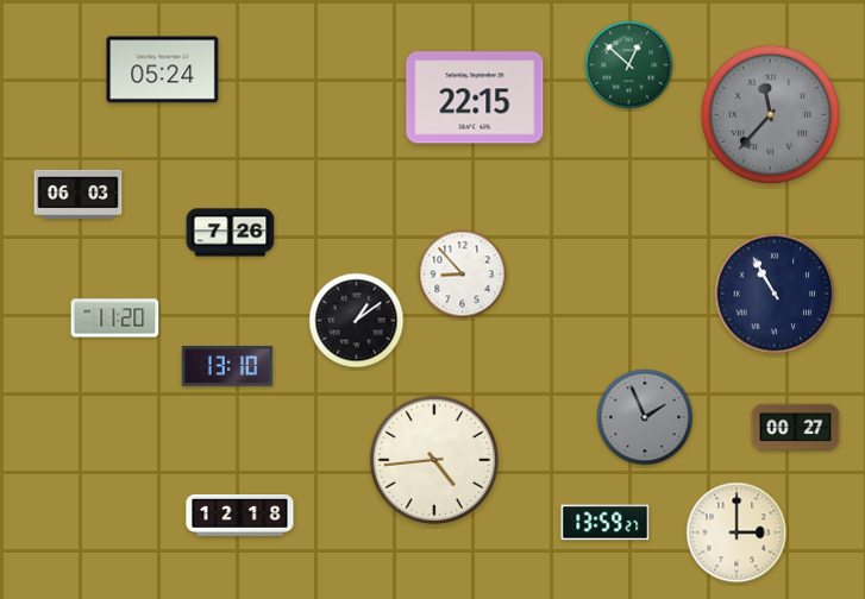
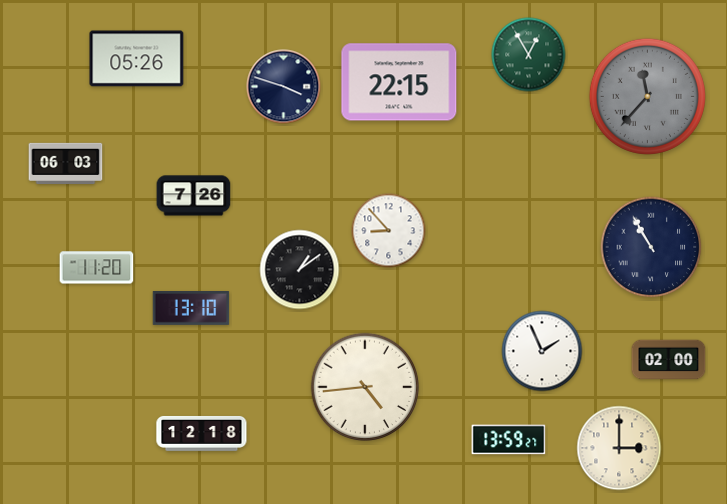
clock at (629, 65): 12:52 -> 12:55
clock at (163, 70): 05:24 -> 05:26
clock at (284, 87): none -> 3:48
clock at (645, 417) dial: grey -> white
clock at (796, 428): 00:27 -> 02:00
